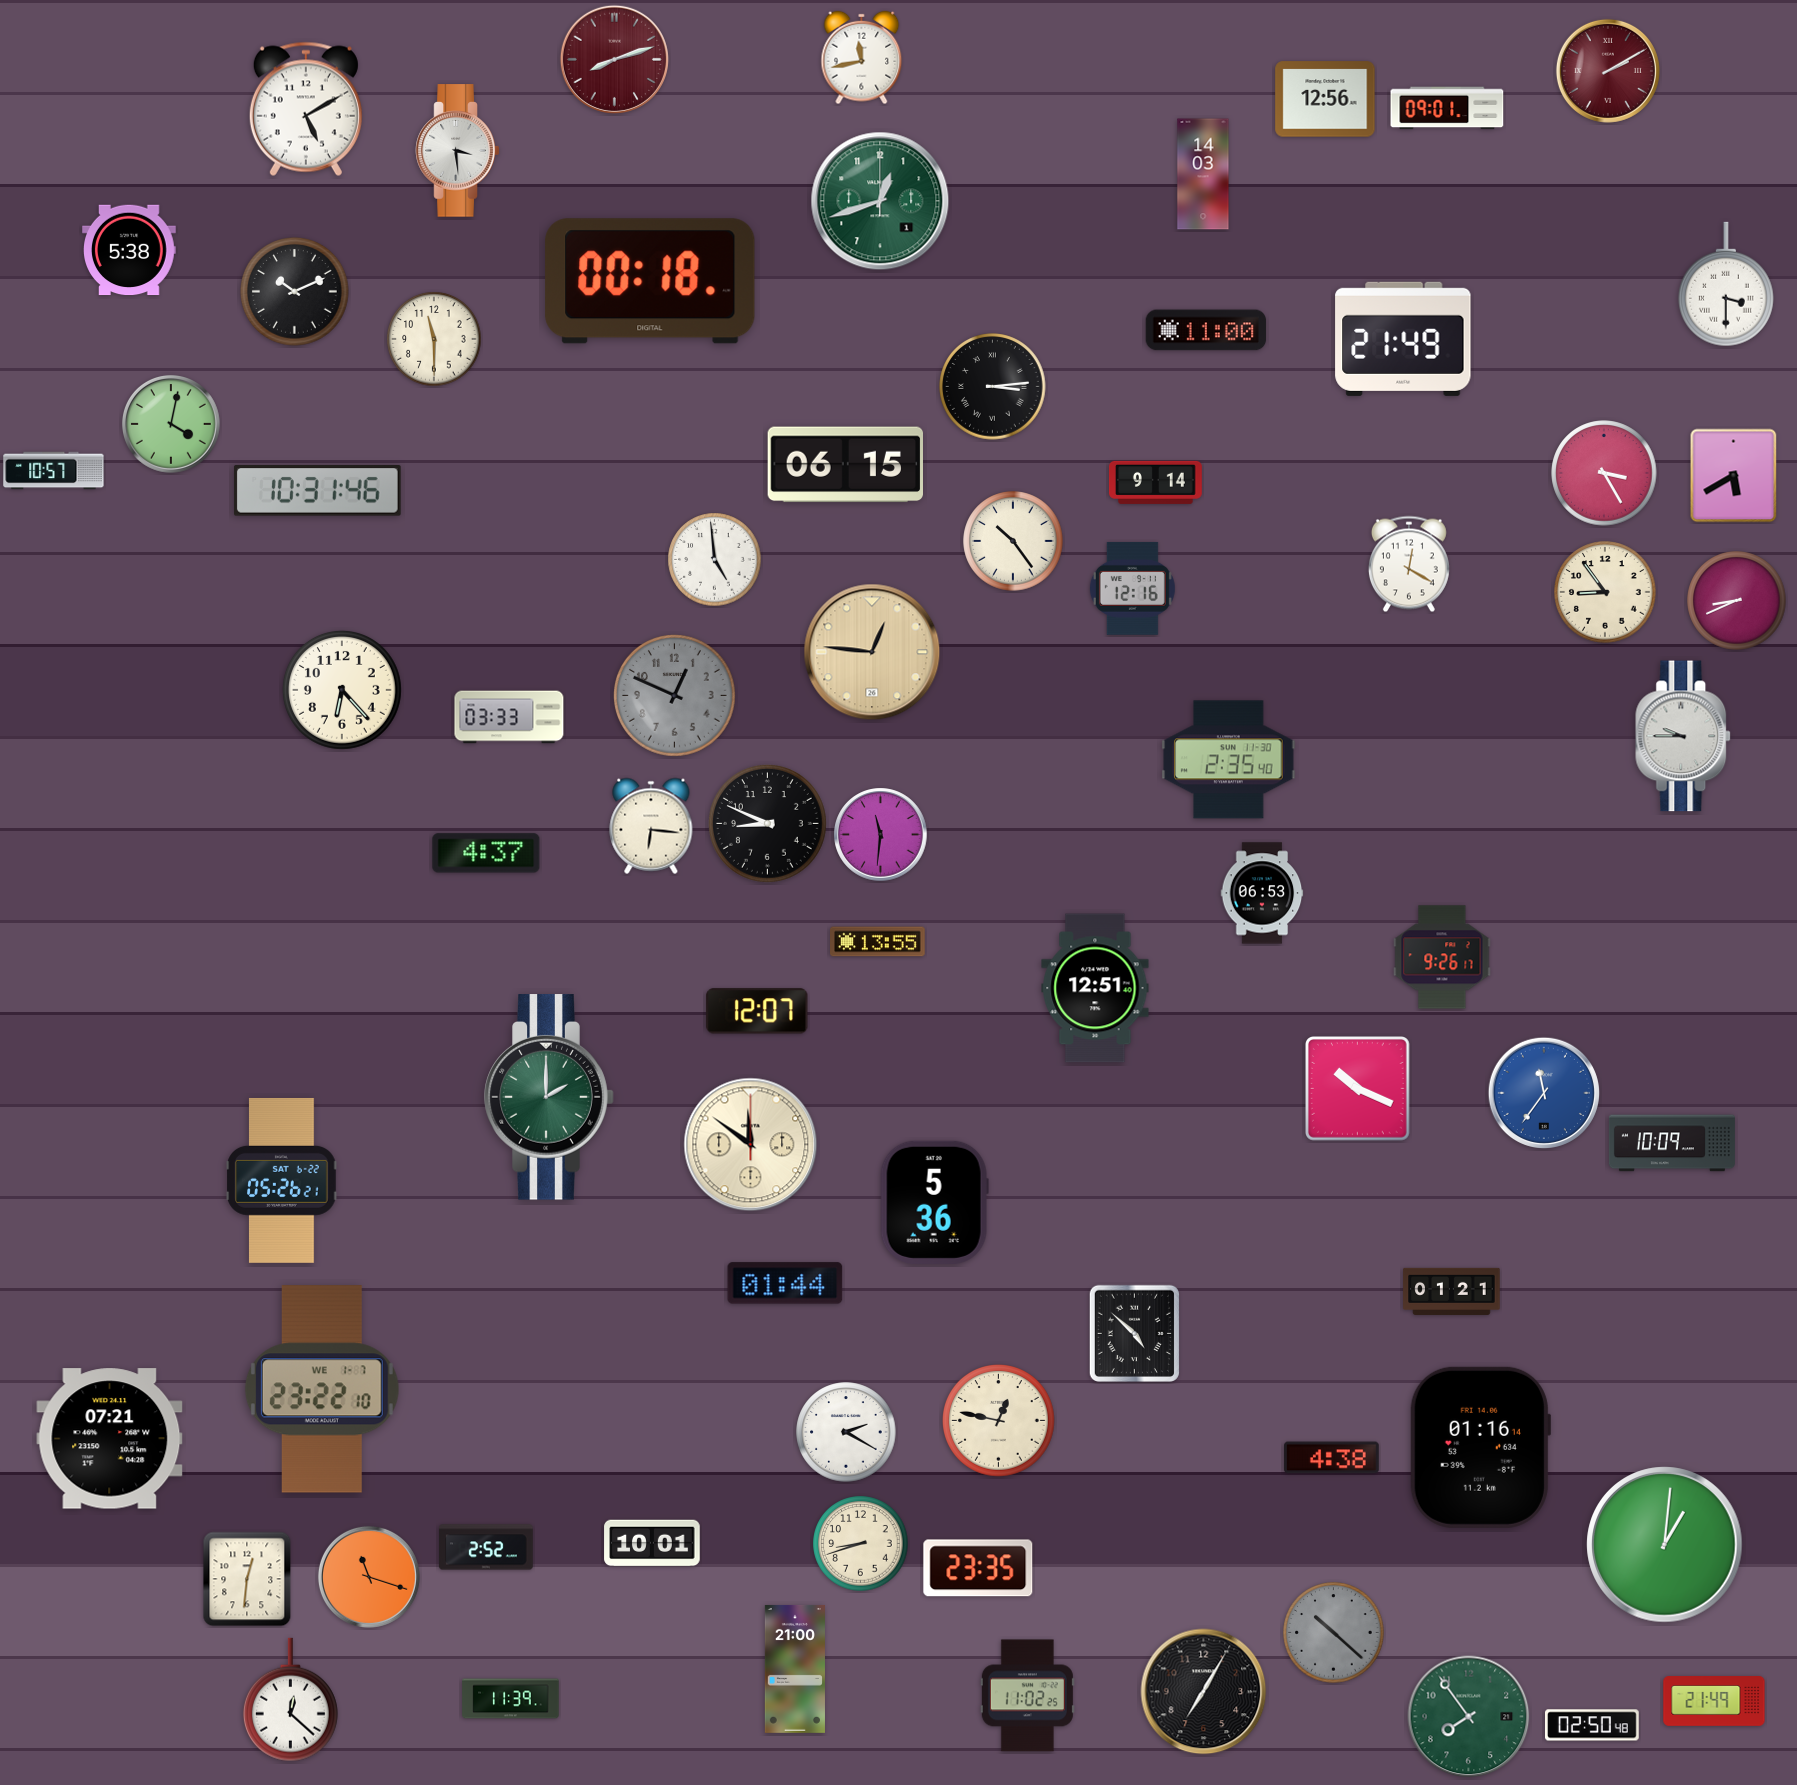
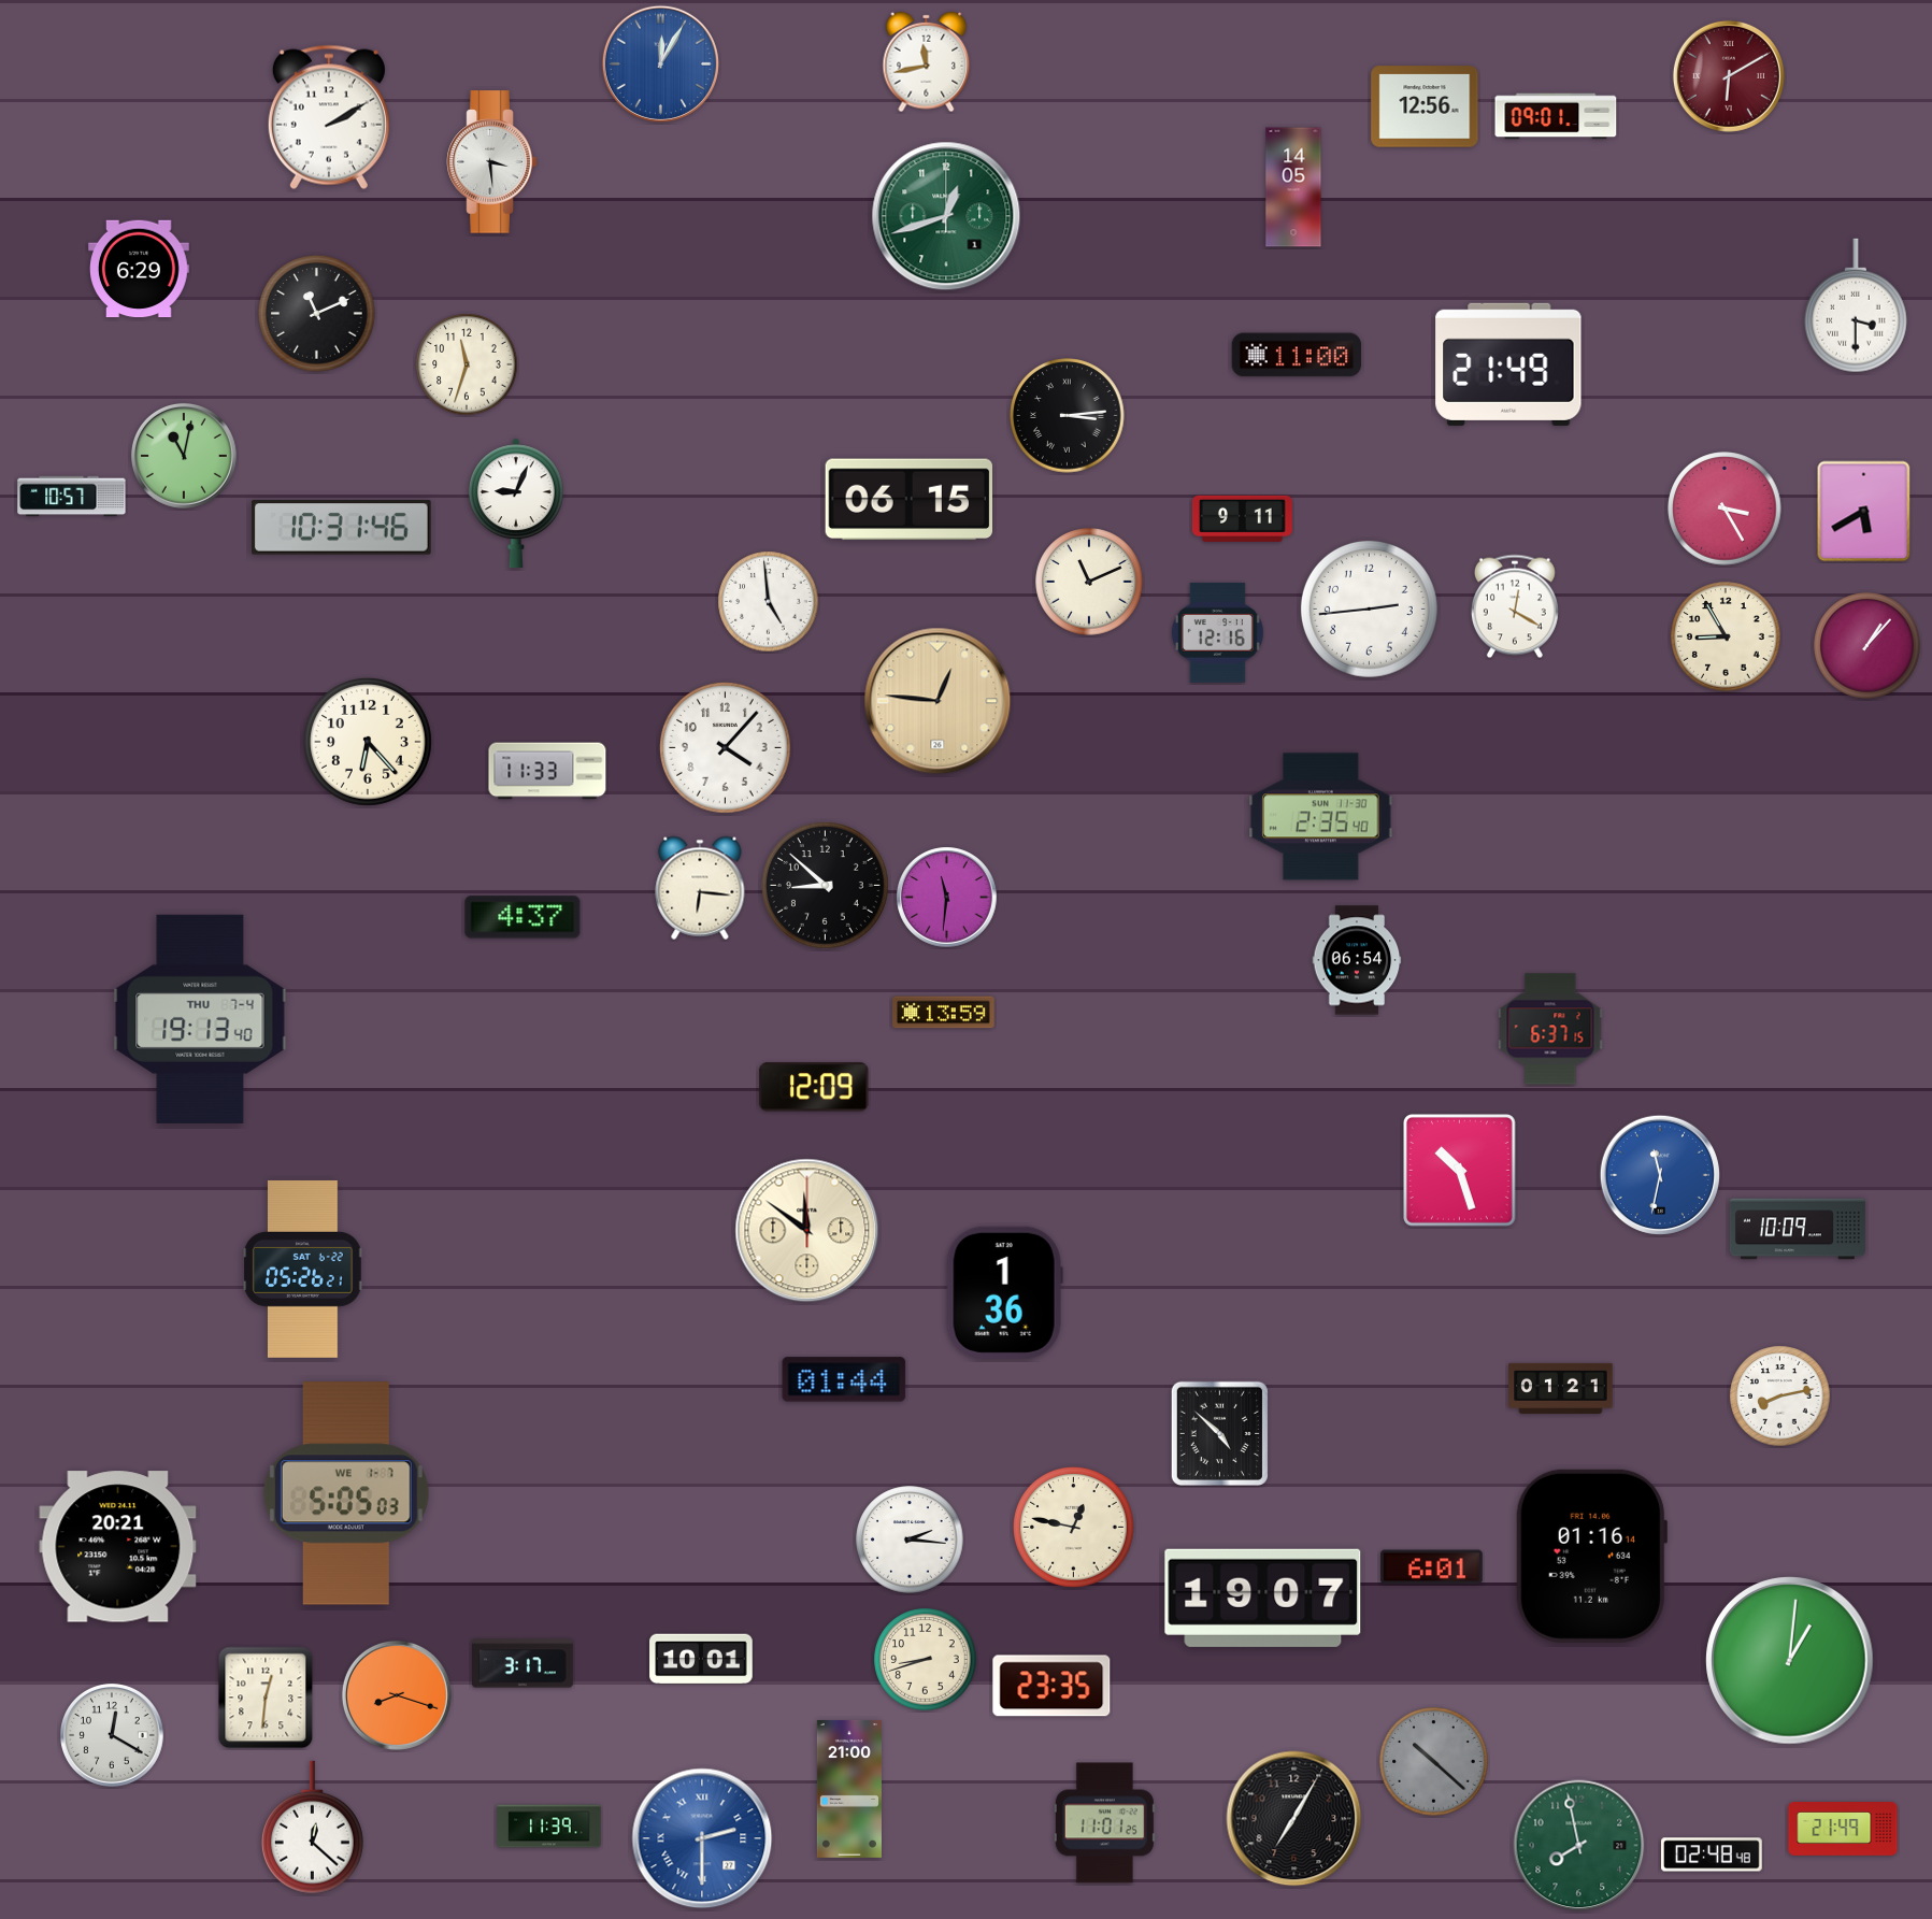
clock at (614, 59): 8:12 -> 12:05
clock at (614, 59) dial: burgundy -> blue
clock at (1608, 71): 2:10 -> 6:10
clock at (306, 109): 5:10 -> 2:10
clock at (1203, 174): 14:03 -> 14:05
clock at (130, 250): 5:38 -> 6:29
clock at (650, 281): 00:18 -> none
clock at (295, 292): 10:11 -> 11:11
clock at (434, 339): 11:30 -> 11:33
clock at (171, 424): 4:02 -> 11:02
clock at (516, 503): none -> 9:04
clock at (54, 471) position: (54, 471) -> (72, 497)
clock at (1155, 482): 9:14 -> 9:11
clock at (1013, 541): 10:24 -> 11:11
clock at (1369, 608): none -> 2:44
clock at (1605, 592): 8:54 -> 8:55
clock at (1737, 601): 8:41 -> 1:07
clock at (674, 695): 12:49 -> 4:07
clock at (674, 695) dial: grey -> white
clock at (509, 717): 03:33 -> 11:33
clock at (1684, 736): 9:45 -> none
clock at (768, 824): 8:49 -> 8:52
clock at (1262, 893): 06:53 -> 06:54
clock at (878, 942): 13:55 -> 13:59
clock at (200, 1019): none -> 19:13
clock at (1442, 957): 9:26 -> 6:37
clock at (1095, 988): 12:51 -> none
clock at (757, 1011): 12:07 -> 12:09
clock at (1358, 1089): 10:19 -> 10:27
clock at (1543, 1092): 11:36 -> 11:32
clock at (549, 1097): 2:00 -> none
clock at (934, 1202): 5:36 -> 1:36
clock at (1780, 1397): none -> 8:13
clock at (322, 1389): 23:22 -> 5:05
clock at (846, 1432): 2:20 -> 2:16
clock at (110, 1439): 07:21 -> 20:21
clock at (1332, 1458): 4:38 -> 6:01
clock at (1263, 1598): none -> 19:07
clock at (487, 1547): 2:52 -> 3:17
clock at (369, 1577): 11:18 -> 8:18
clock at (113, 1736): none -> 12:20
clock at (1334, 1633) position: (1334, 1633) -> (1434, 1762)
clock at (795, 1669) position: (795, 1669) -> (849, 1789)
clock at (1027, 1696): 11:02 -> 11:01
clock at (702, 1838): none -> 2:30
clock at (1469, 1717): 7:54 -> 7:58
clock at (1593, 1725): 02:50 -> 02:48
